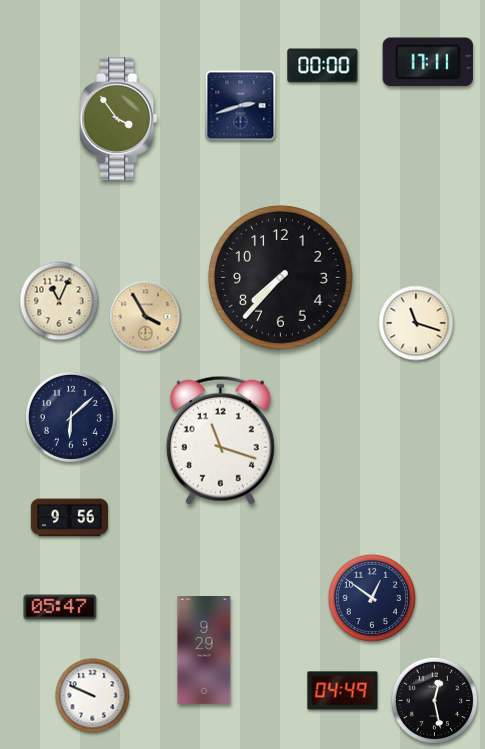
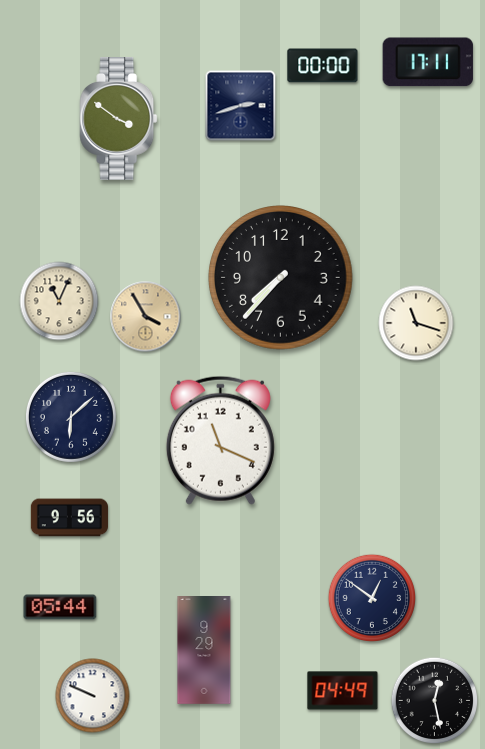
clock at (119, 119): 3:54 -> 3:51
clock at (220, 440): 11:18 -> 11:19
clock at (60, 607): 05:47 -> 05:44
